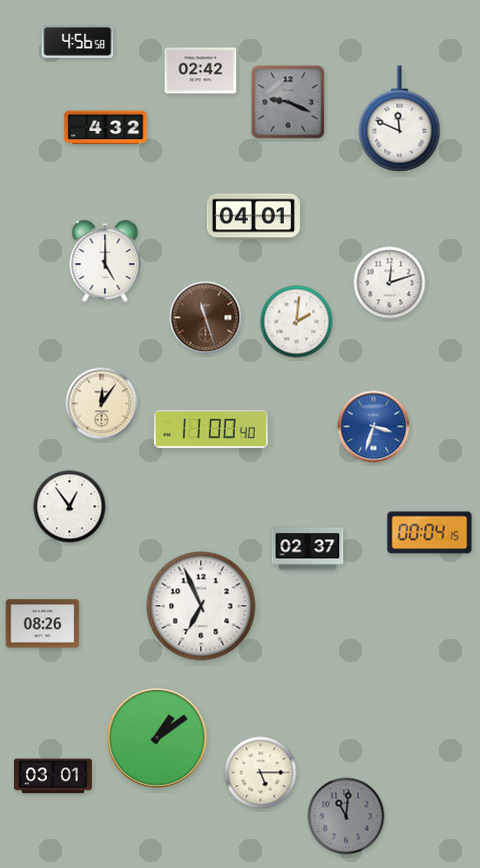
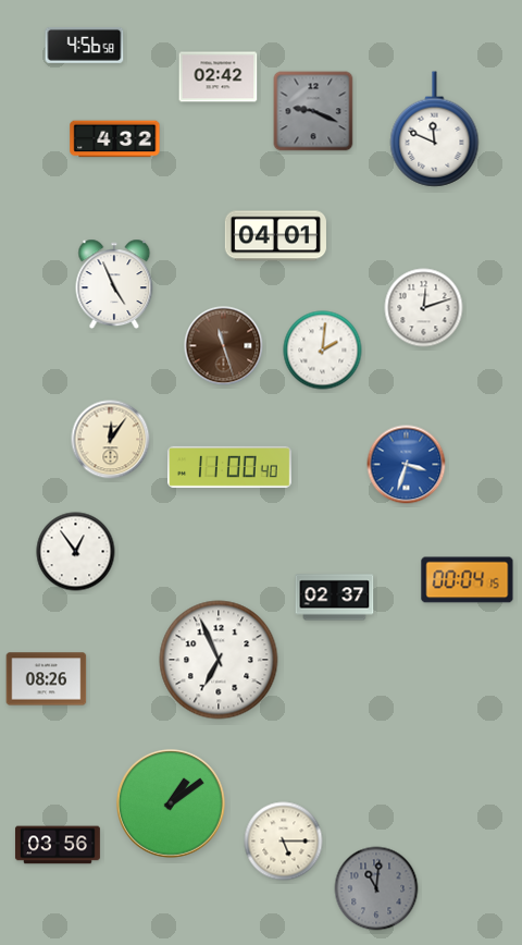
clock at (105, 261): 5:00 -> 4:56
clock at (53, 776): 03:01 -> 03:56
